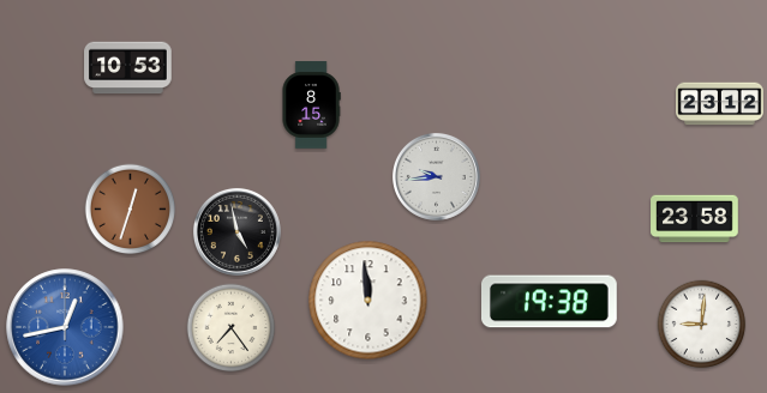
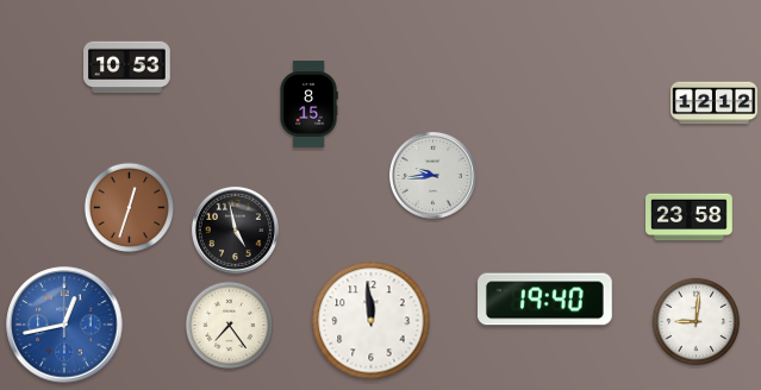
clock at (720, 104): 23:12 -> 12:12
clock at (368, 301) position: (368, 301) -> (372, 321)
clock at (550, 302): 19:38 -> 19:40
